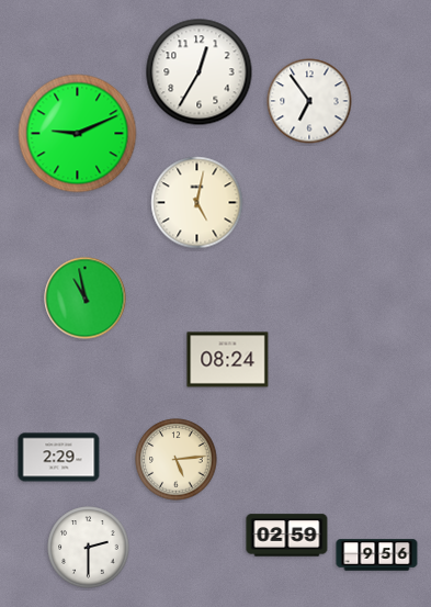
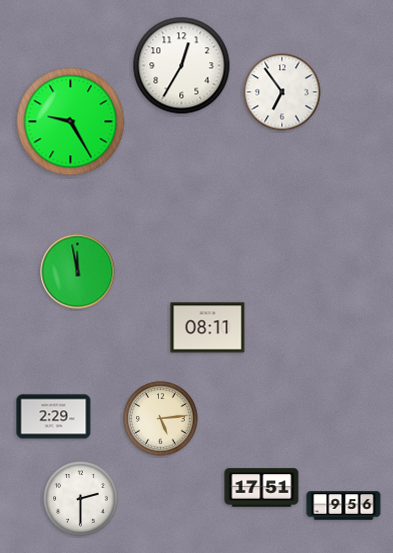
clock at (78, 134): 9:11 -> 9:25
clock at (197, 203): 5:02 -> none
clock at (86, 299): 10:58 -> 11:58
clock at (228, 360): 08:24 -> 08:11
clock at (287, 536): 02:59 -> 17:51
